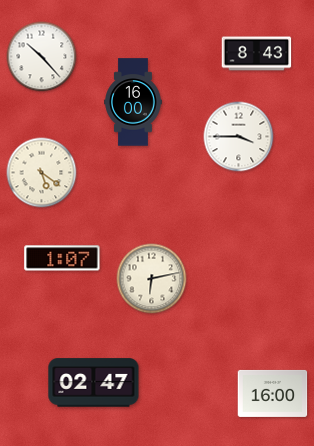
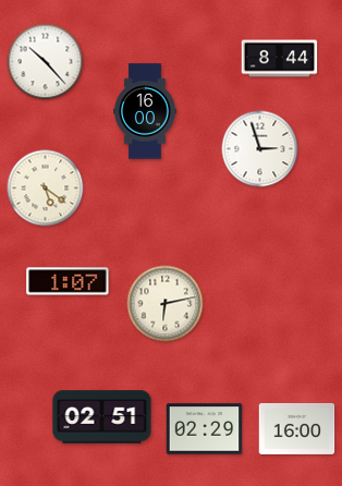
clock at (257, 54): 8:43 -> 8:44
clock at (239, 137): 3:45 -> 2:57
clock at (94, 383): 02:47 -> 02:51
clock at (205, 429): none -> 02:29
